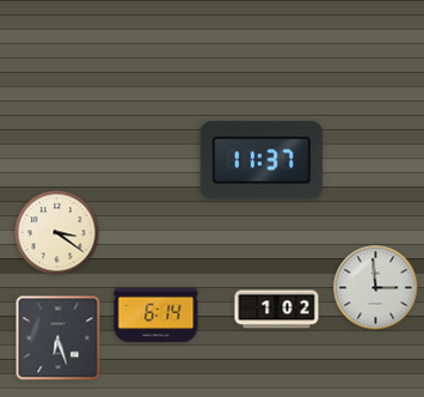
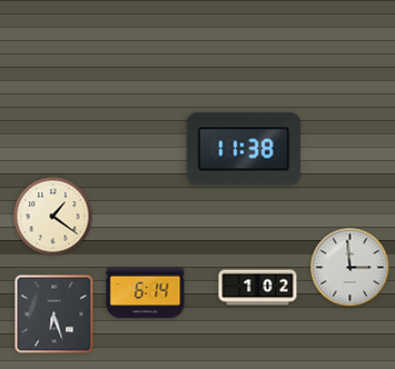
clock at (262, 160): 11:37 -> 11:38
clock at (57, 233): 3:21 -> 1:21
